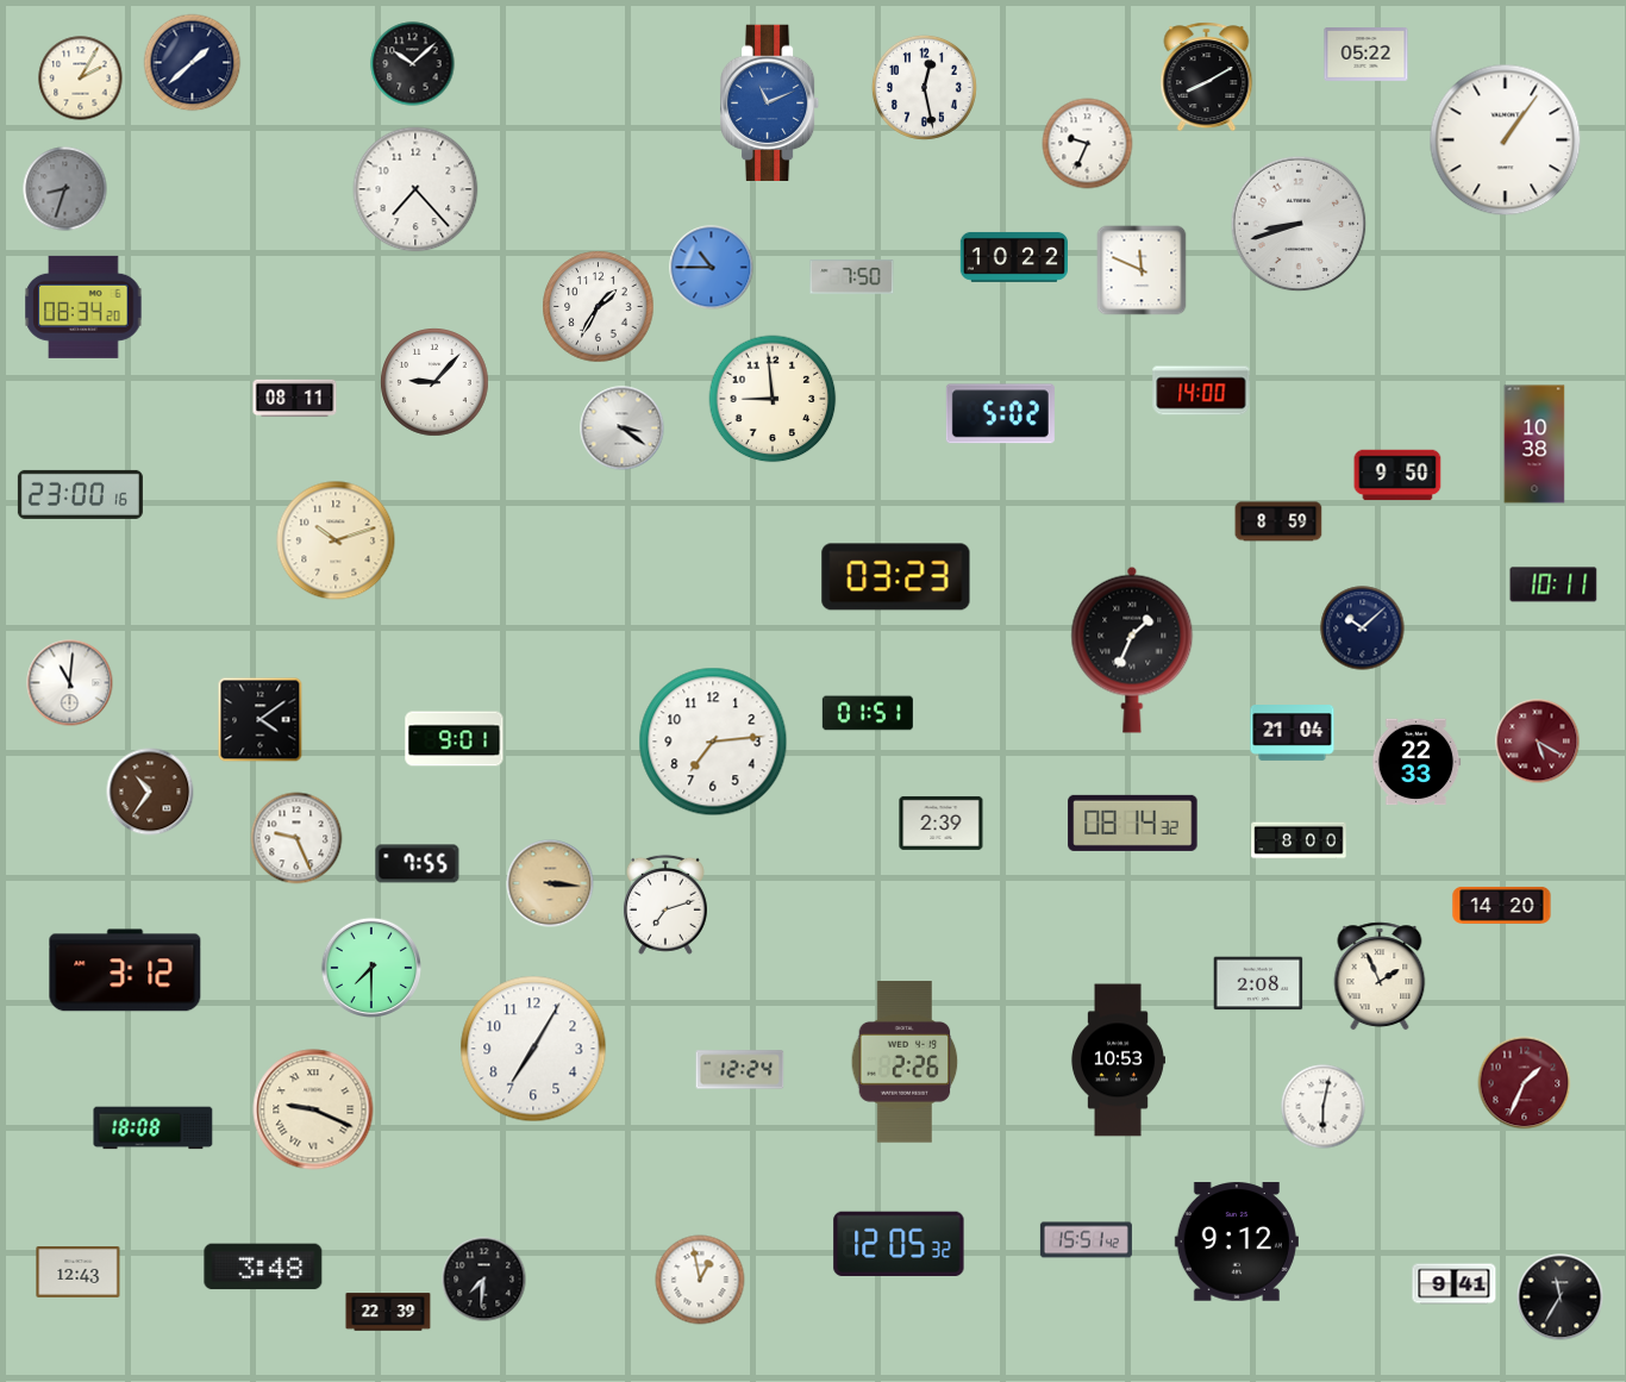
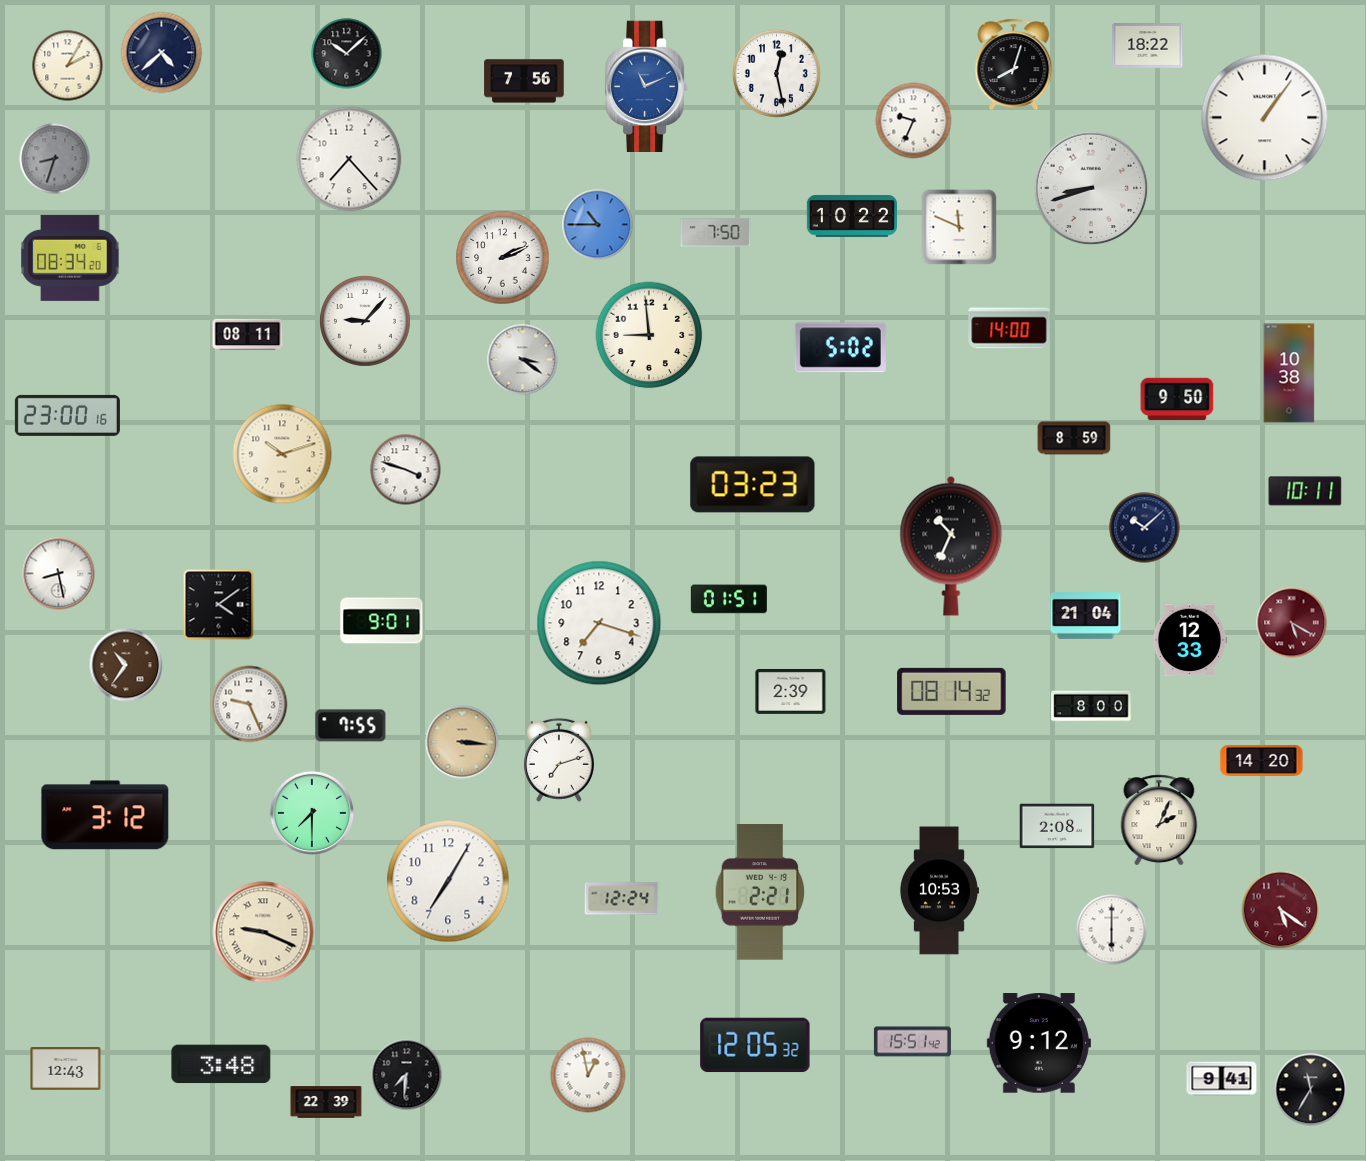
clock at (1367, 55): 05:22 -> 18:22
clock at (193, 63): 1:38 -> 4:38
clock at (1207, 77): 8:10 -> 8:03
clock at (524, 81): none -> 7:56
clock at (599, 307): 1:35 -> 2:11
clock at (1397, 475) position: (1397, 475) -> (1177, 399)
clock at (406, 470): none -> 3:48
clock at (1132, 650): 1:34 -> 10:34
clock at (70, 683): 11:01 -> 8:28
clock at (713, 742): 7:14 -> 7:18
clock at (1417, 762): 22:33 -> 12:33
clock at (1380, 976): 1:56 -> 2:04
clock at (905, 1062): 2:26 -> 2:21
clock at (1525, 1083): 1:34 -> 5:21
clock at (1324, 1107): 6:02 -> 6:00
clock at (154, 1128): 18:08 -> none
